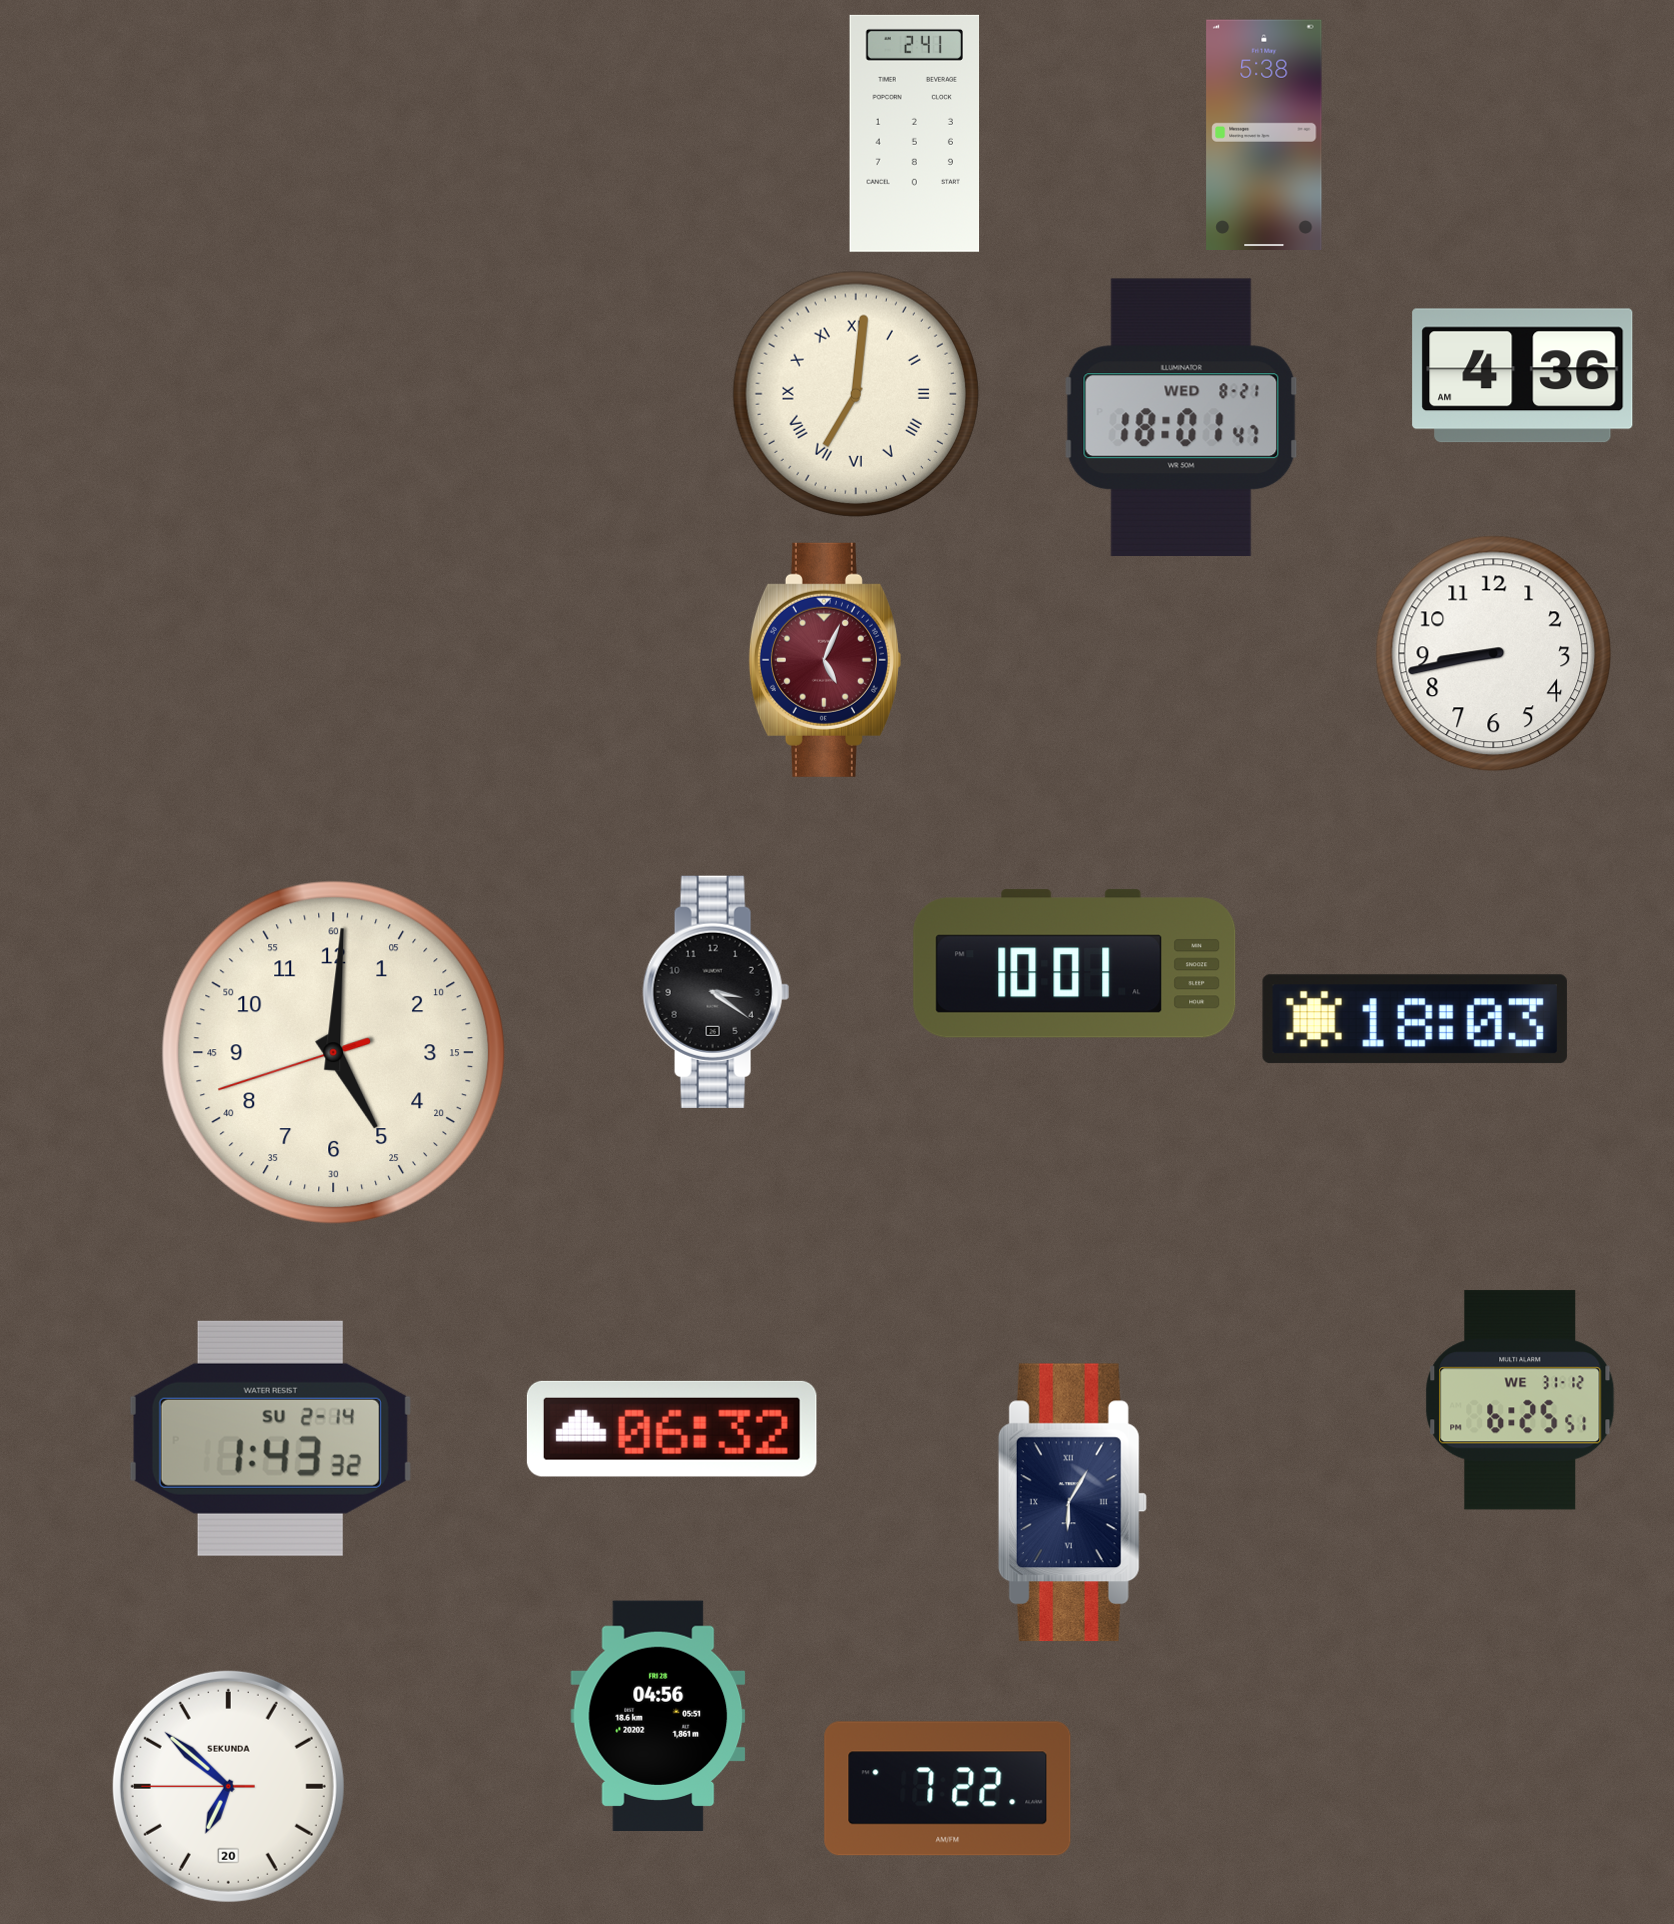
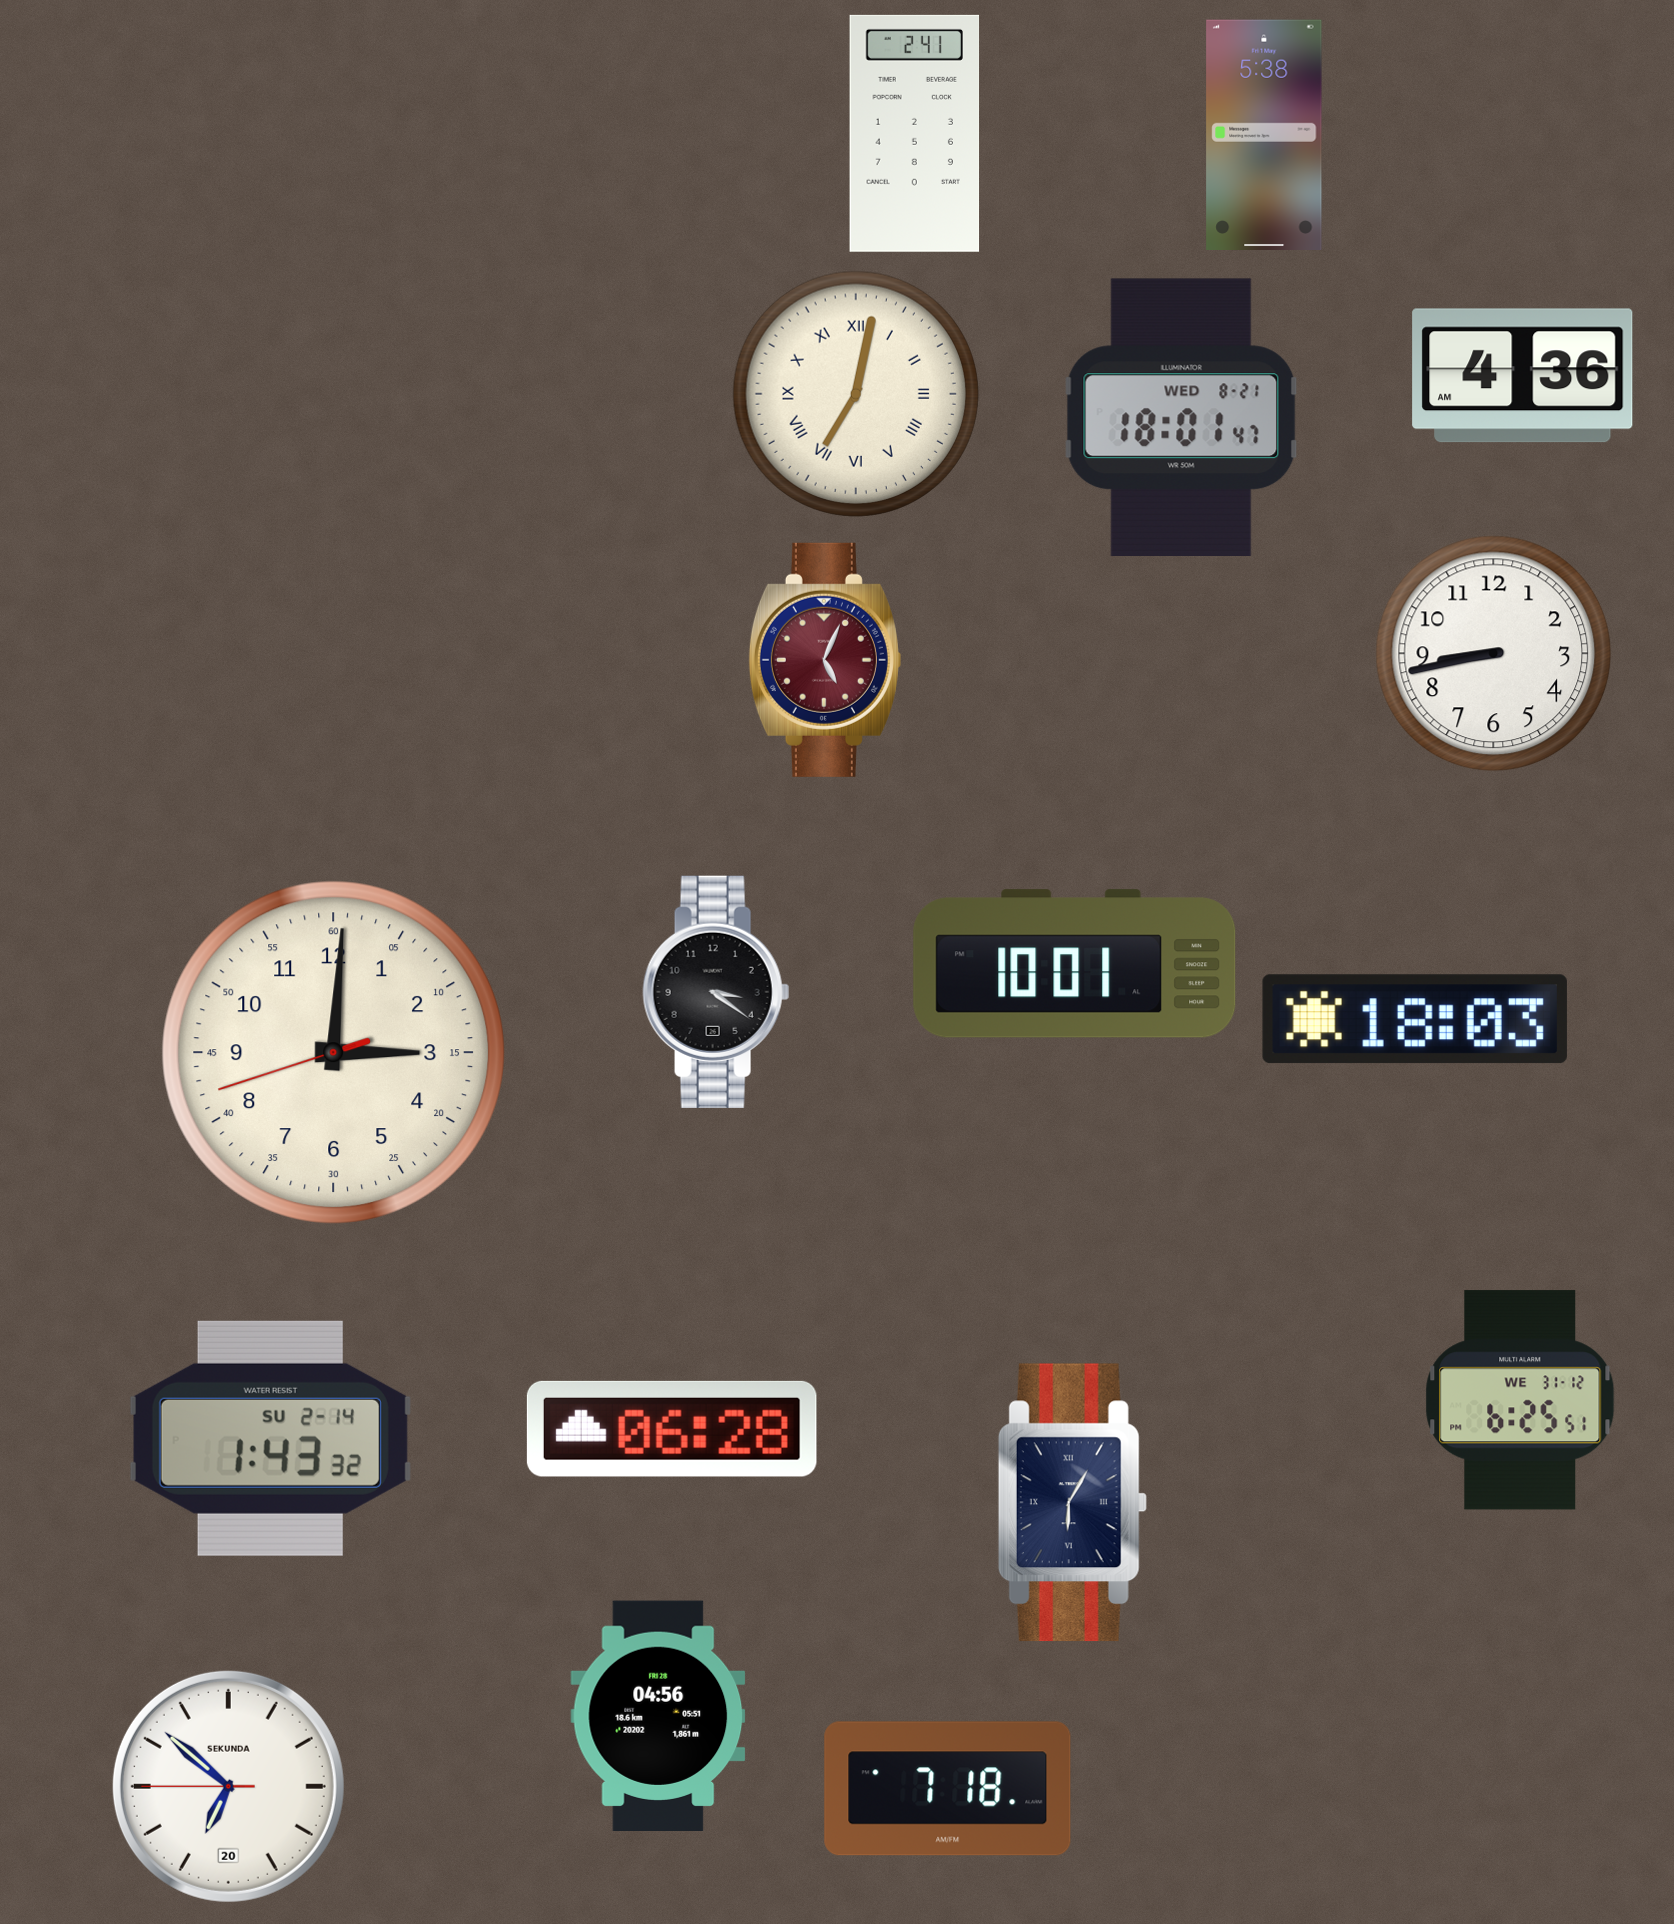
clock at (856, 394): 7:01 -> 7:02
clock at (333, 1052): 5:00 -> 3:00
clock at (672, 1429): 06:32 -> 06:28
clock at (948, 1789): 7:22 -> 7:18
